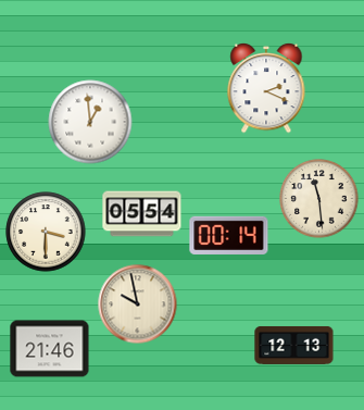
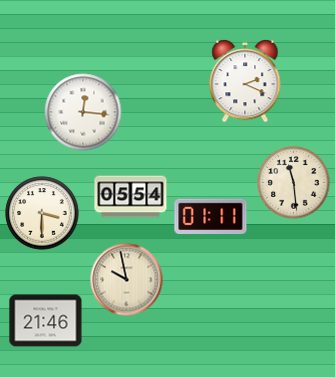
clock at (90, 122): 12:59 -> 12:16
clock at (229, 235): 00:14 -> 01:11
clock at (294, 345): 12:13 -> none
